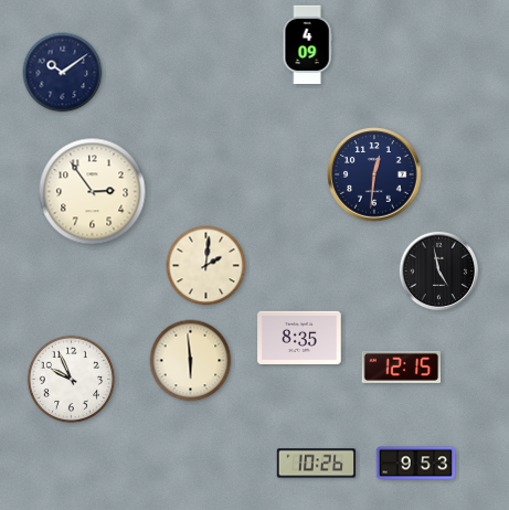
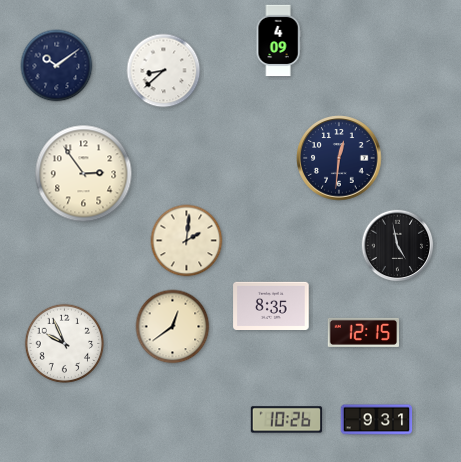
clock at (164, 71): none -> 8:38
clock at (191, 361): 5:59 -> 12:39
clock at (416, 464): 9:53 -> 9:31
